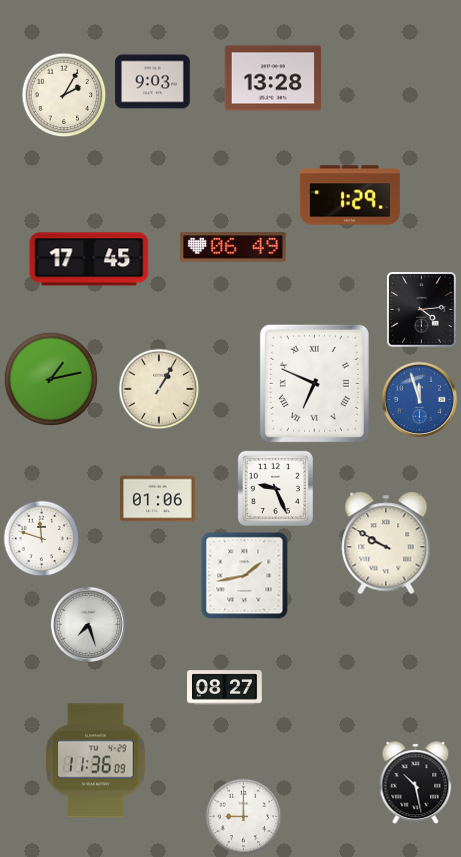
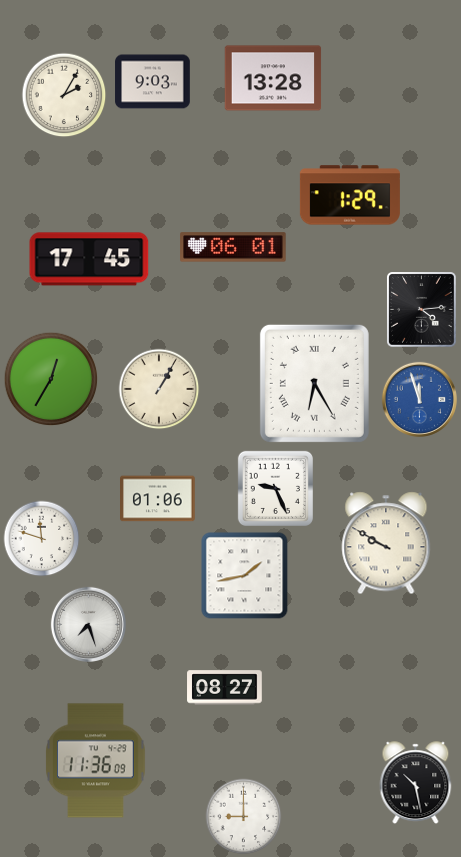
clock at (233, 247): 06:49 -> 06:01
clock at (51, 379): 1:13 -> 12:35
clock at (314, 383): 6:49 -> 6:25
